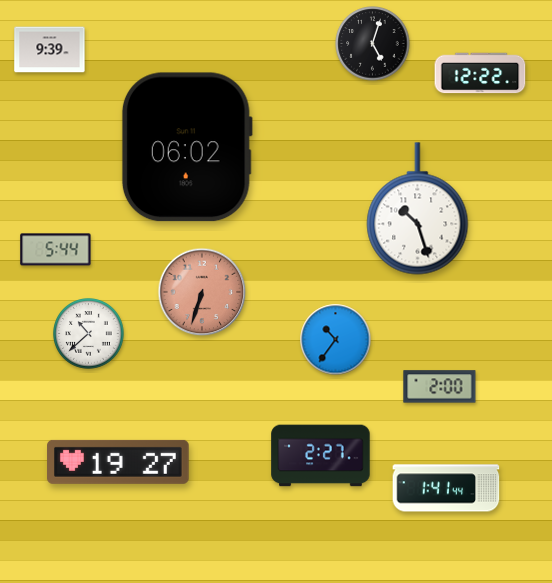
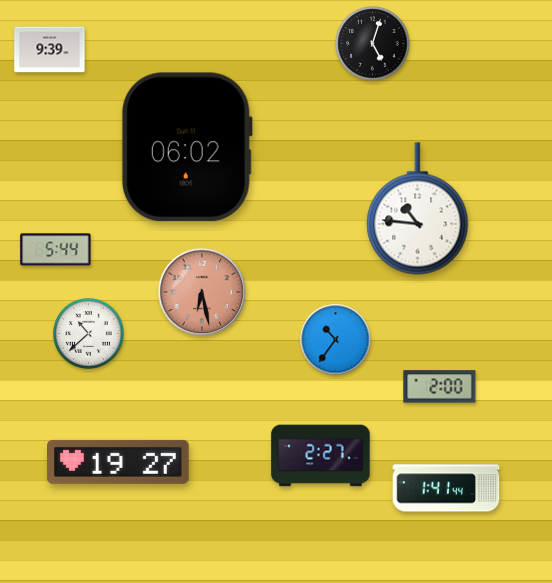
clock at (480, 73): 12:22 -> none
clock at (418, 209): 10:27 -> 10:46
clock at (202, 292): 6:33 -> 6:28
